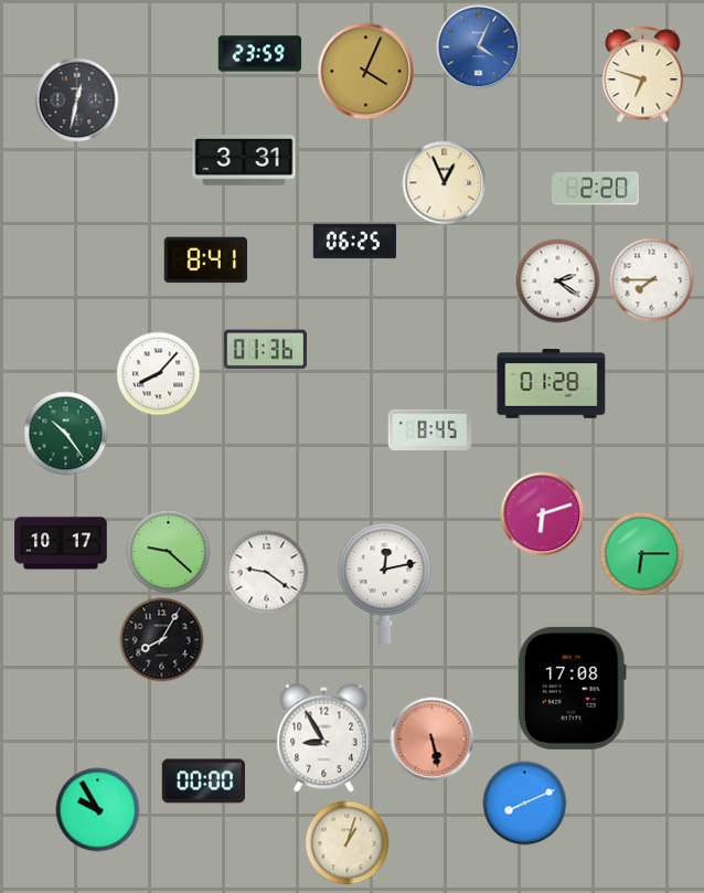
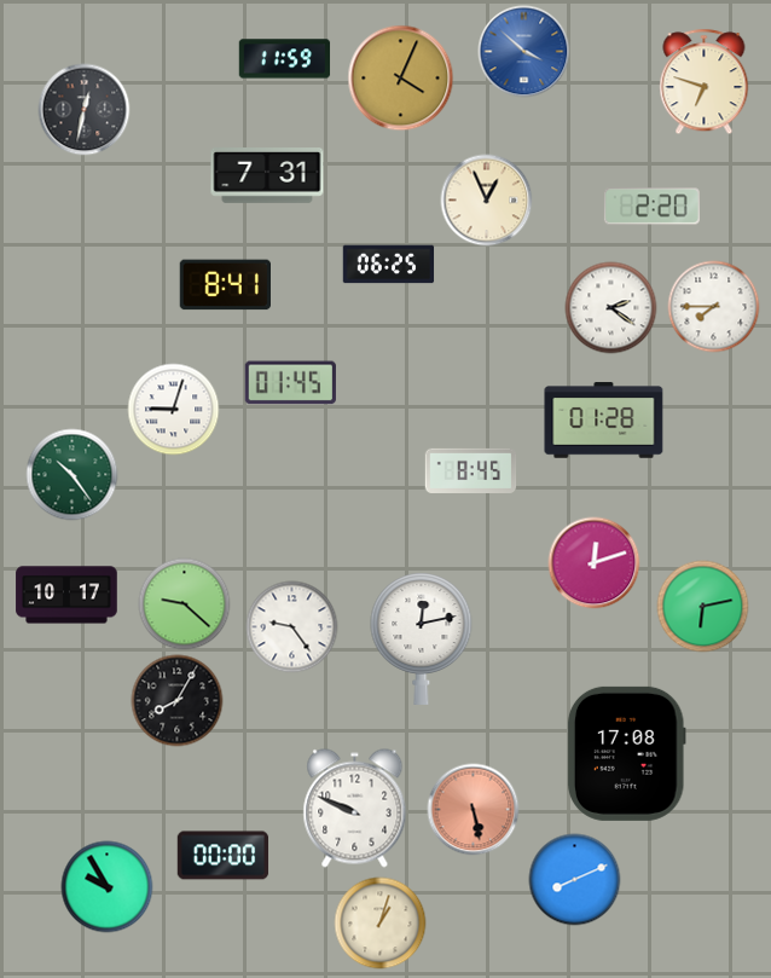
clock at (479, 47): 4:04 -> 3:52
clock at (260, 54): 23:59 -> 11:59
clock at (244, 161): 3:31 -> 7:31
clock at (265, 350): 01:36 -> 01:45
clock at (159, 374): 8:07 -> 9:03
clock at (543, 514): 6:12 -> 12:12
clock at (642, 554): 6:15 -> 6:13
clock at (267, 573): 9:21 -> 9:24
clock at (324, 738): 8:55 -> 9:49
